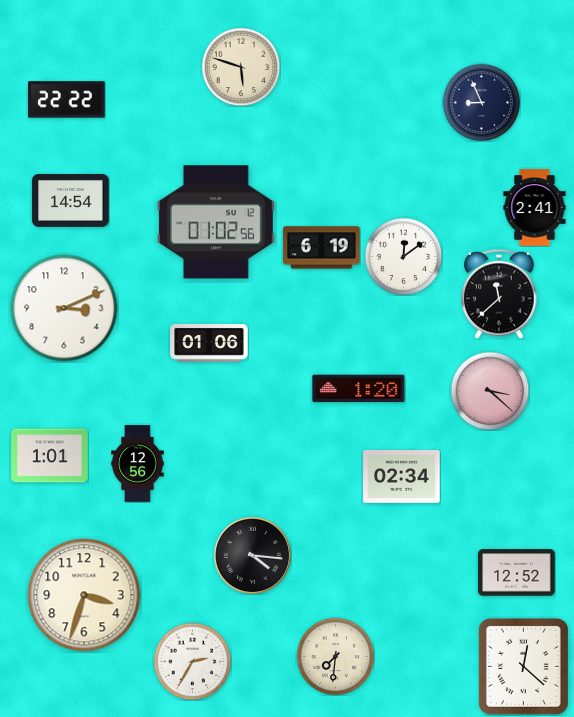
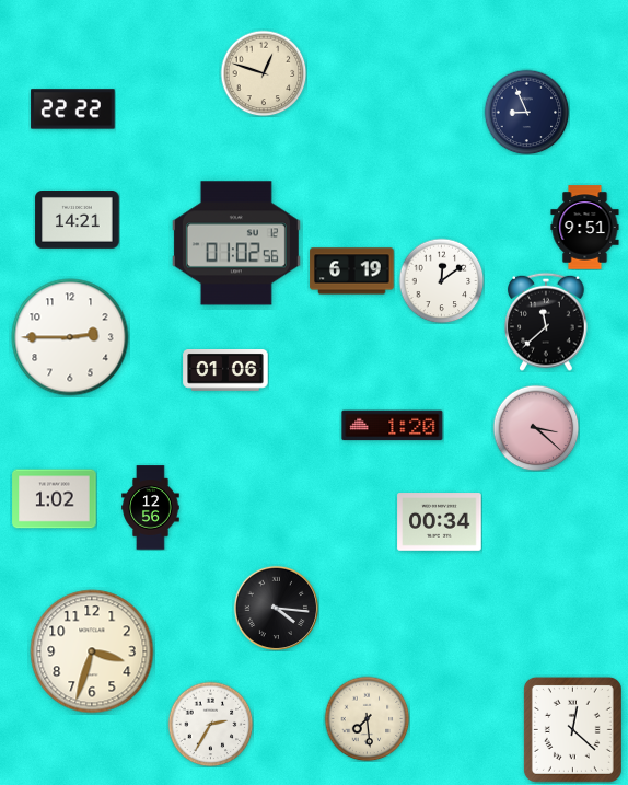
clock at (241, 67): 5:48 -> 12:48
clock at (71, 201): 14:54 -> 14:21
clock at (535, 208): 2:41 -> 9:51
clock at (64, 308): 3:11 -> 2:45
clock at (209, 344) position: (209, 344) -> (225, 371)
clock at (50, 456): 1:01 -> 1:02
clock at (402, 477): 02:34 -> 00:34
clock at (517, 573): 12:52 -> none
clock at (335, 656): 7:31 -> 7:29
